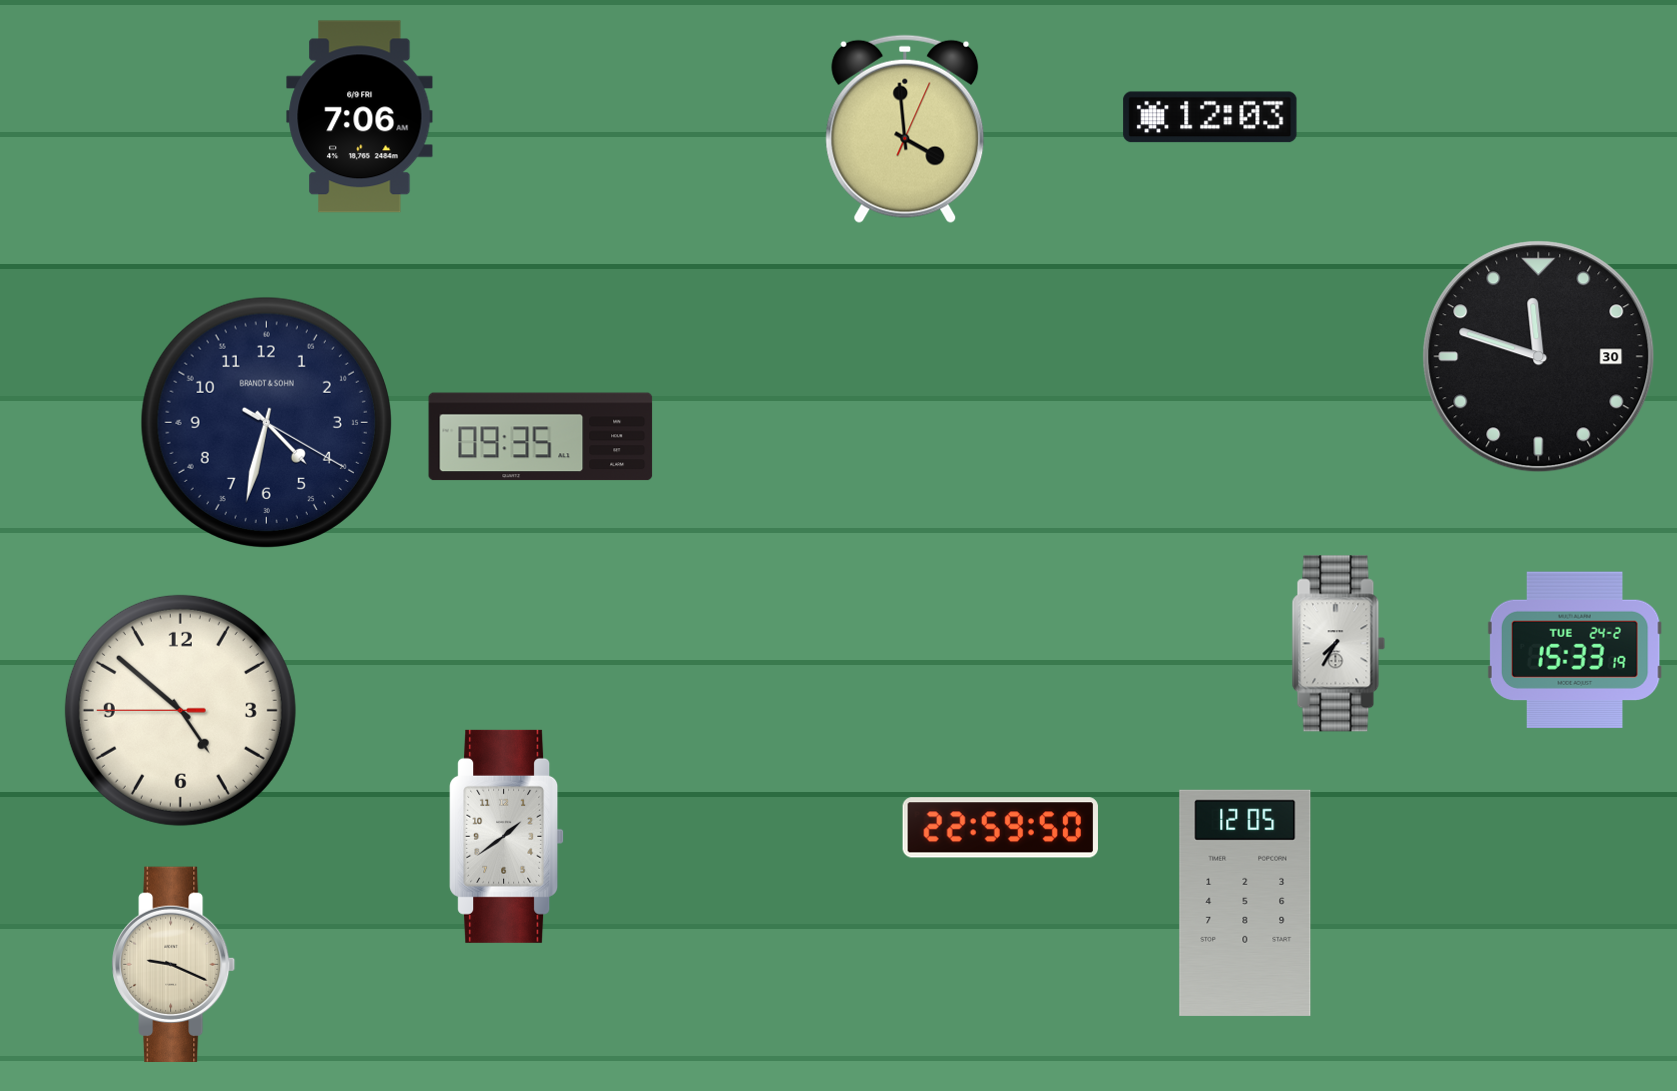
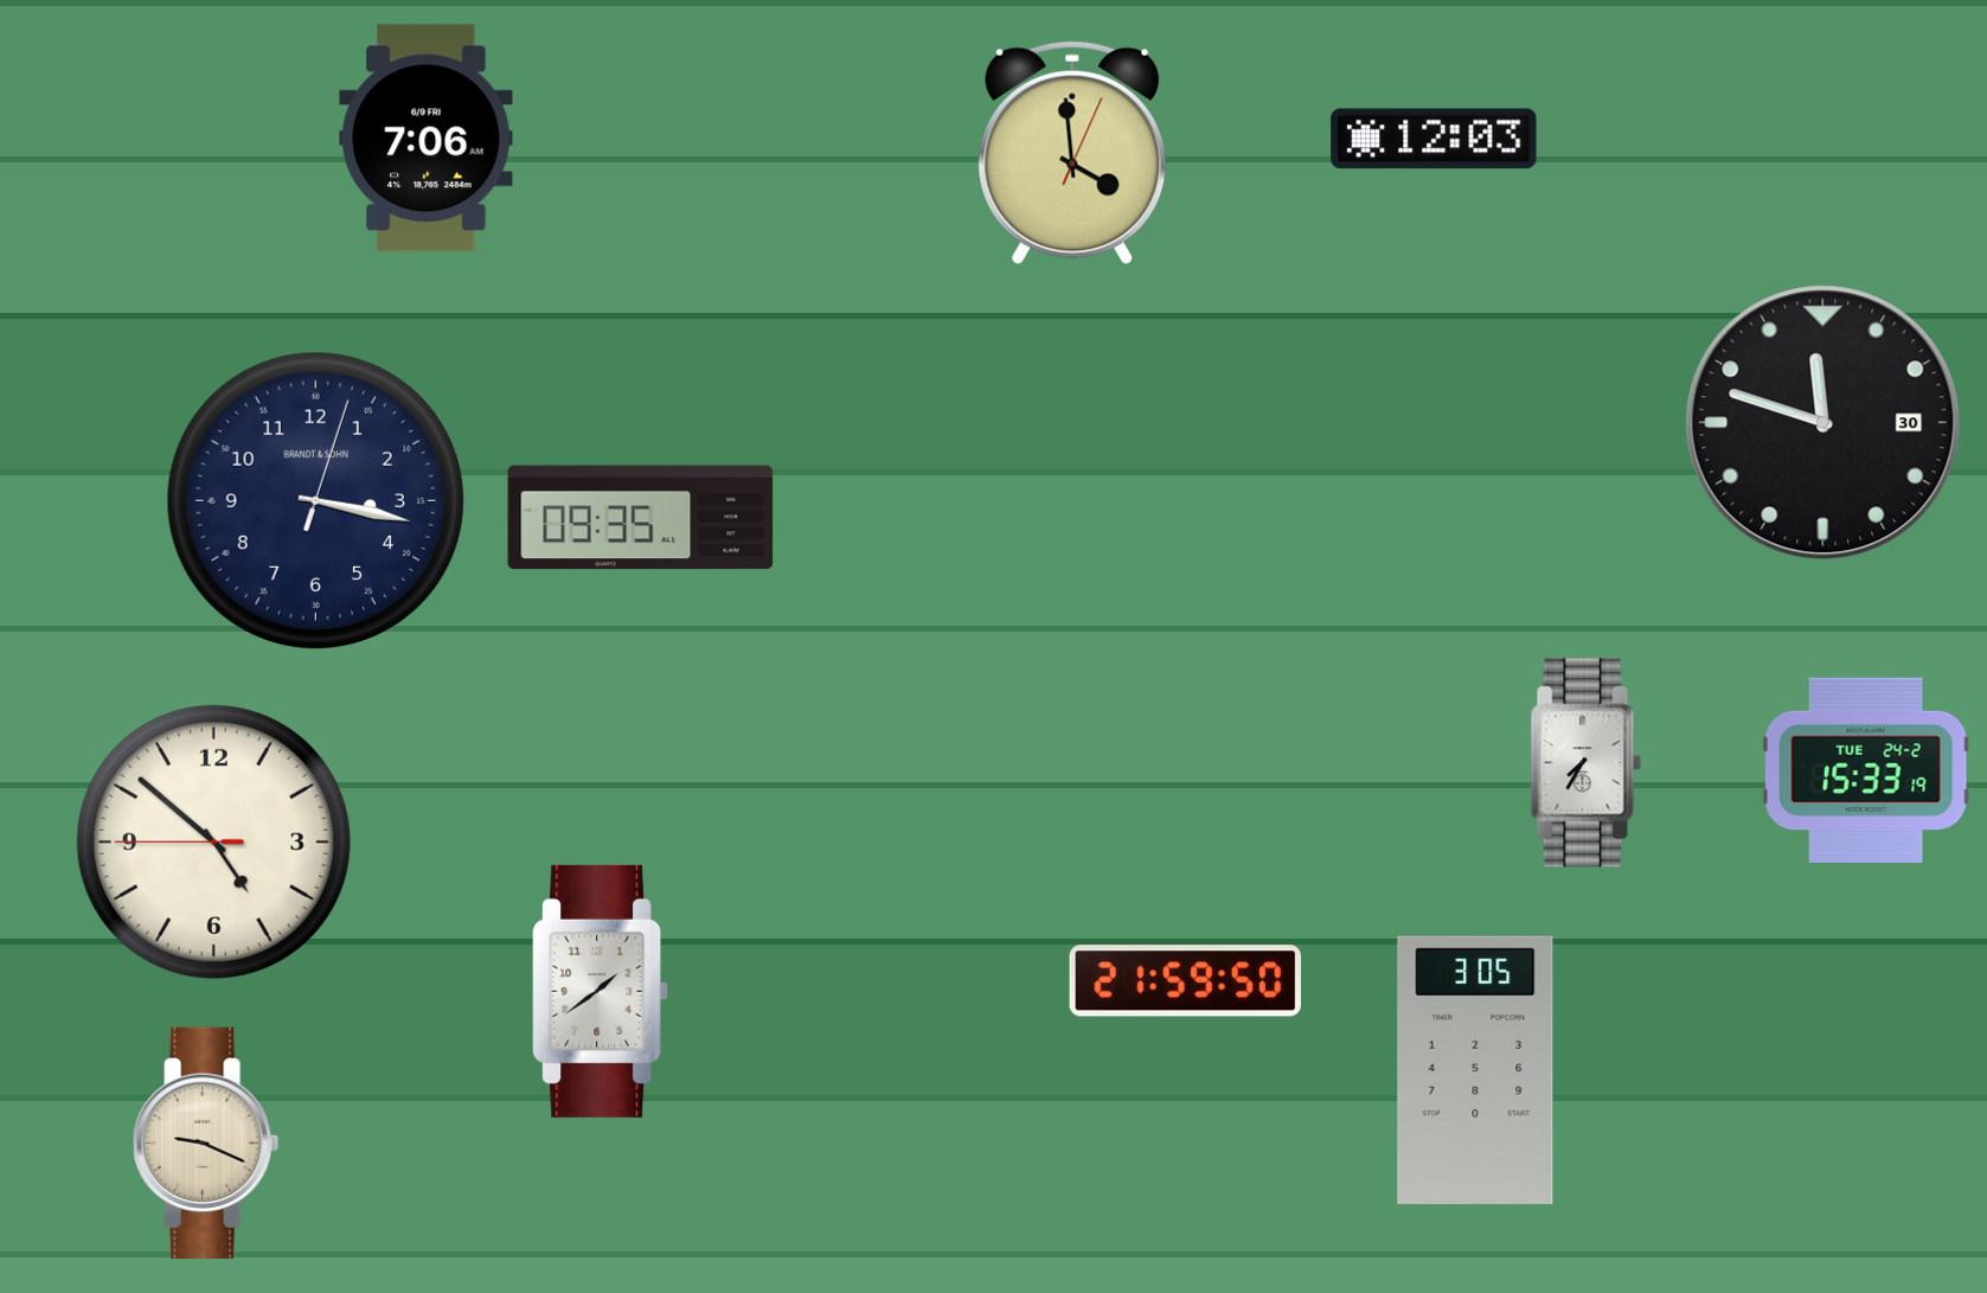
clock at (266, 422): 4:32 -> 3:17
clock at (1000, 828): 22:59 -> 21:59
clock at (1245, 903): 12:05 -> 3:05
